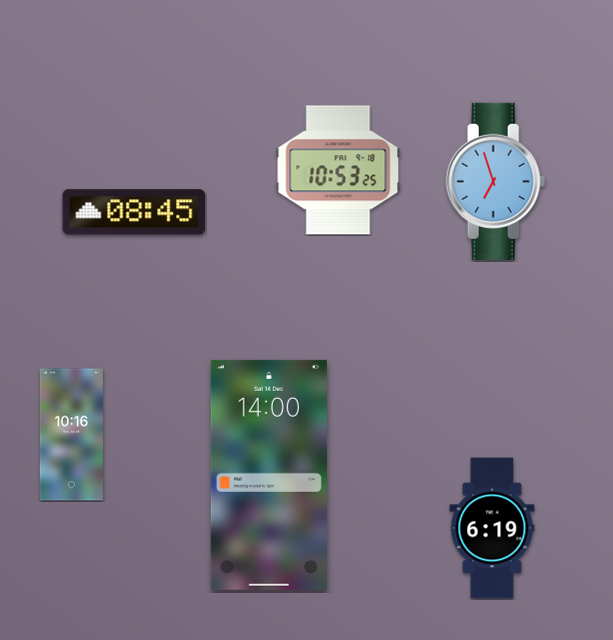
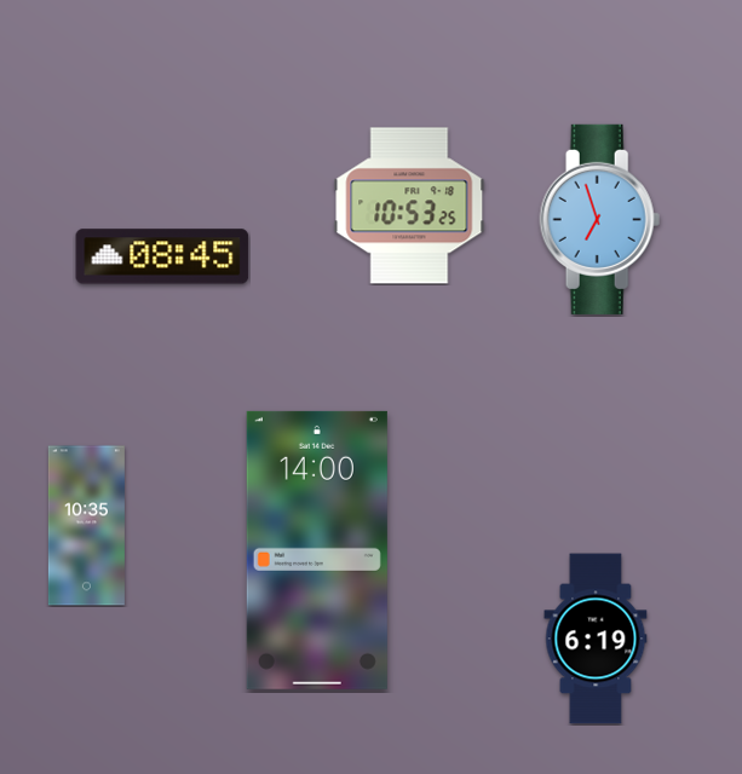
clock at (71, 435): 10:16 -> 10:35
clock at (269, 475) position: (269, 475) -> (317, 550)
